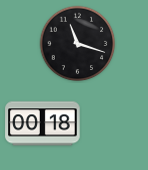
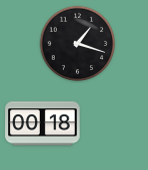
clock at (78, 44): 11:18 -> 1:18
